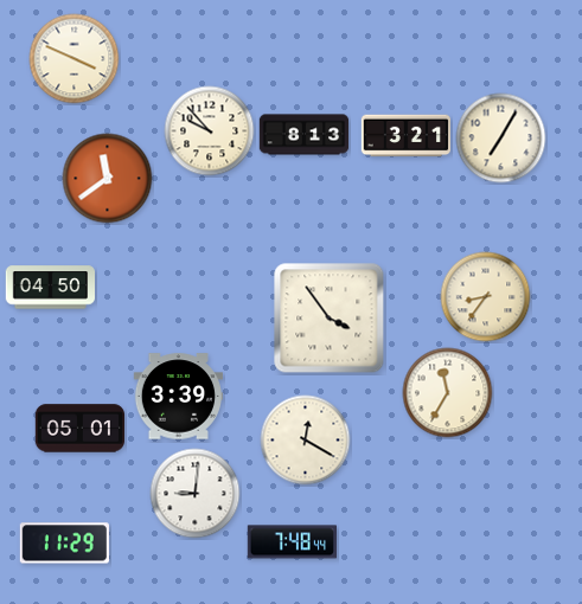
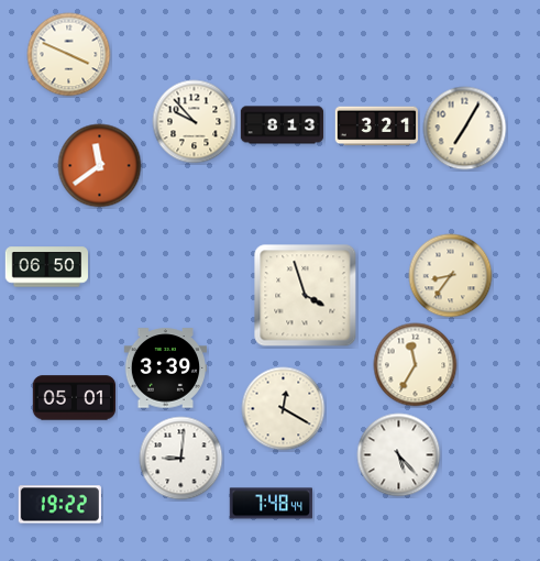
clock at (51, 288): 04:50 -> 06:50
clock at (330, 319): 3:54 -> 3:57
clock at (399, 455): none -> 5:23
clock at (64, 544): 11:29 -> 19:22
